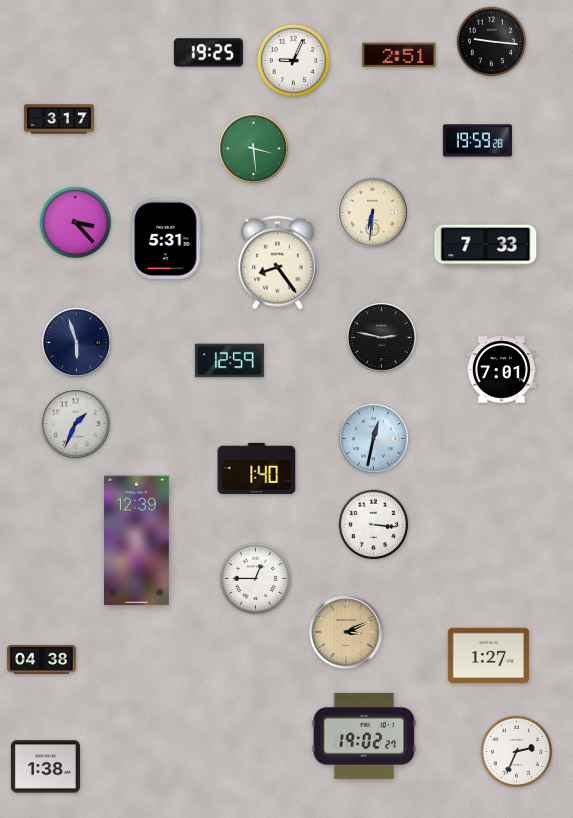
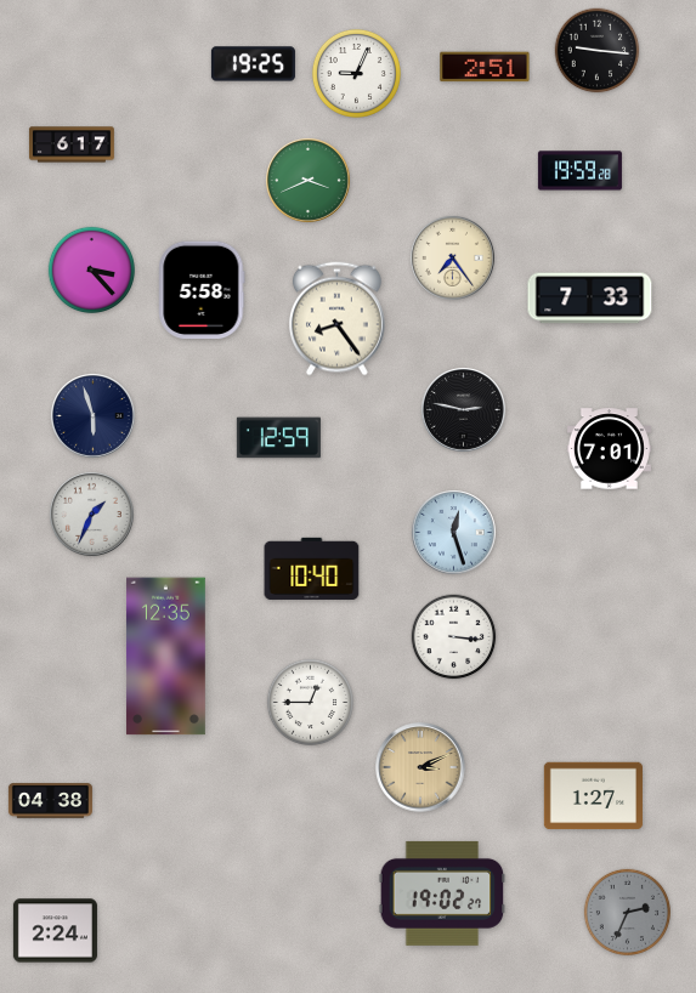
clock at (59, 119): 3:17 -> 6:17
clock at (253, 148): 3:29 -> 3:41
clock at (372, 212): 6:31 -> 7:24
clock at (166, 239): 5:31 -> 5:58
clock at (373, 438): 12:32 -> 12:27
clock at (257, 468): 1:40 -> 10:40
clock at (136, 541): 12:39 -> 12:35
clock at (516, 751) dial: white -> grey
clock at (45, 767): 1:38 -> 2:24
